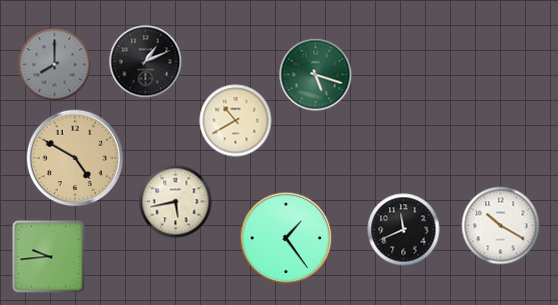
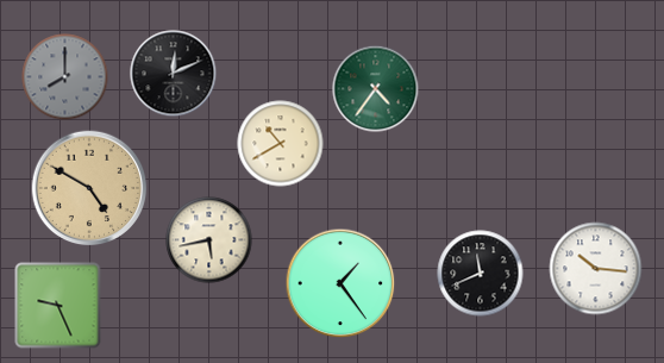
clock at (146, 62): 1:11 -> 12:11
clock at (316, 75): 5:18 -> 4:36
clock at (501, 226): 10:20 -> 10:16
clock at (49, 257): 9:44 -> 9:26
